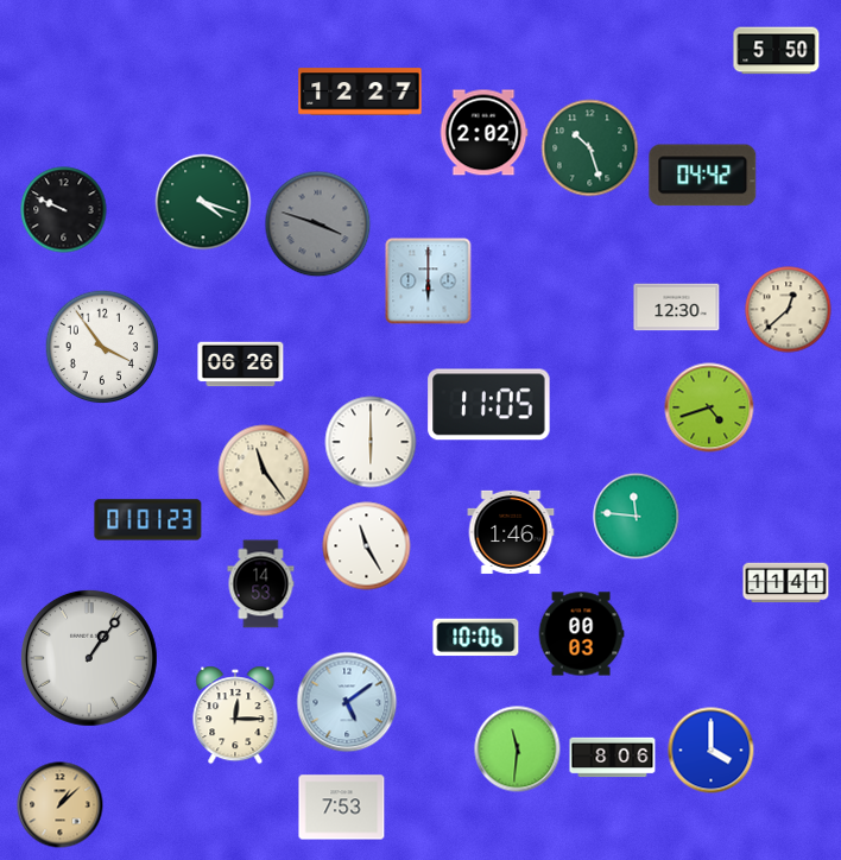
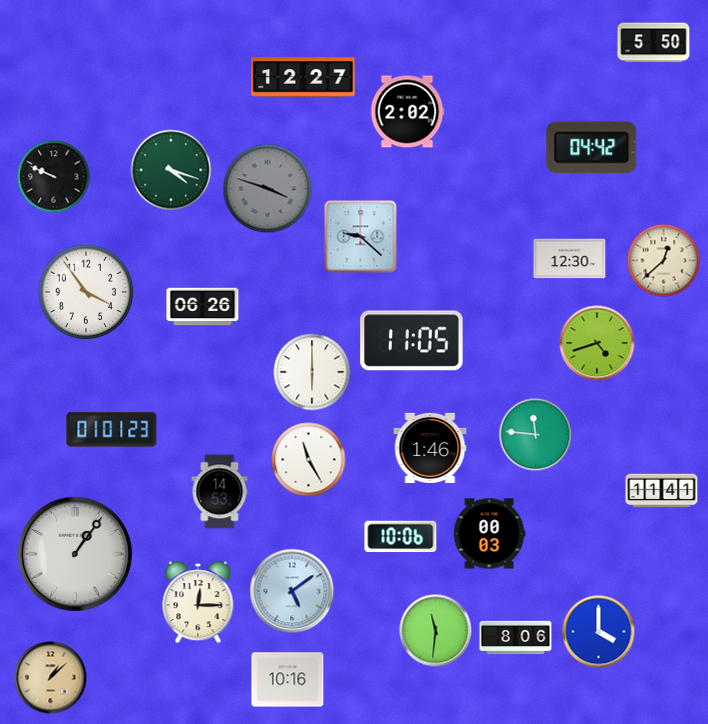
clock at (590, 148): 10:27 -> none
clock at (429, 282): 6:00 -> 9:22
clock at (264, 470): 11:24 -> none
clock at (148, 520) position: (148, 520) -> (112, 430)
clock at (342, 808): 7:53 -> 10:16
